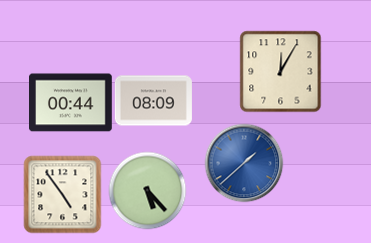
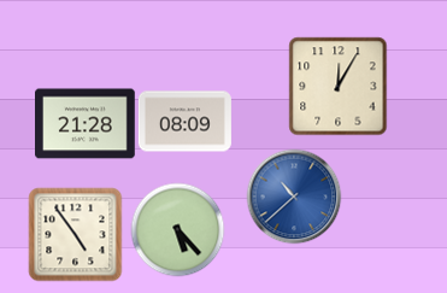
clock at (71, 103): 00:44 -> 21:28
clock at (244, 163): 1:38 -> 10:38
